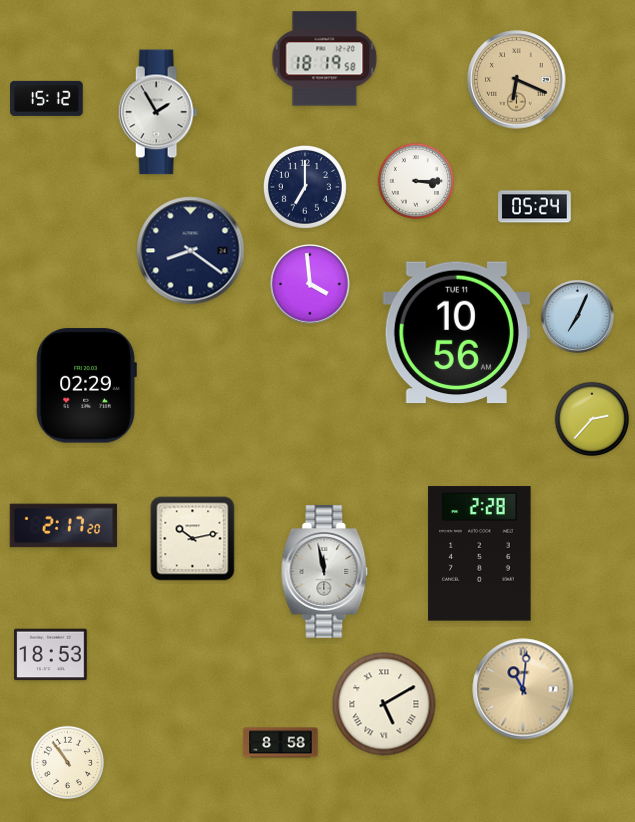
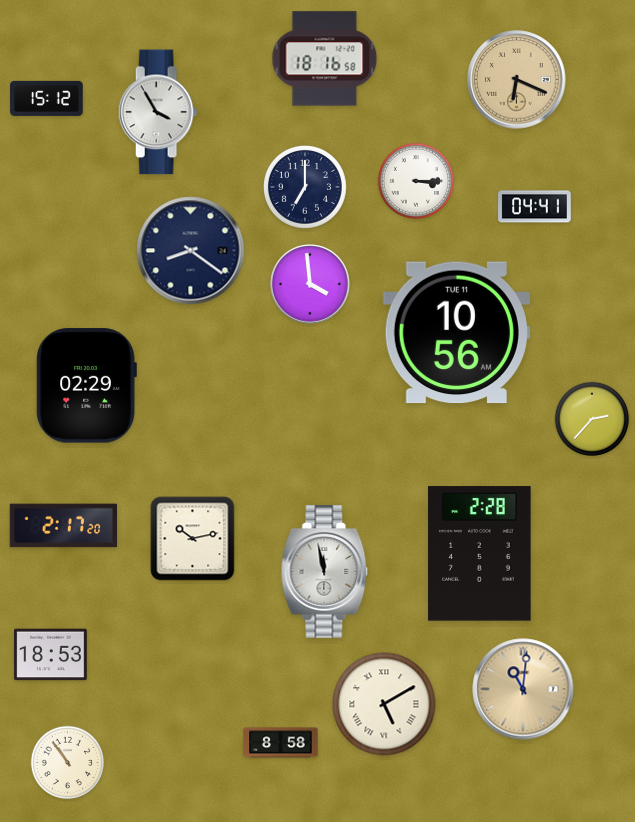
clock at (325, 59): 18:19 -> 18:16
clock at (158, 112): 1:55 -> 3:55
clock at (535, 207): 05:24 -> 04:41
clock at (577, 316): 7:04 -> none
